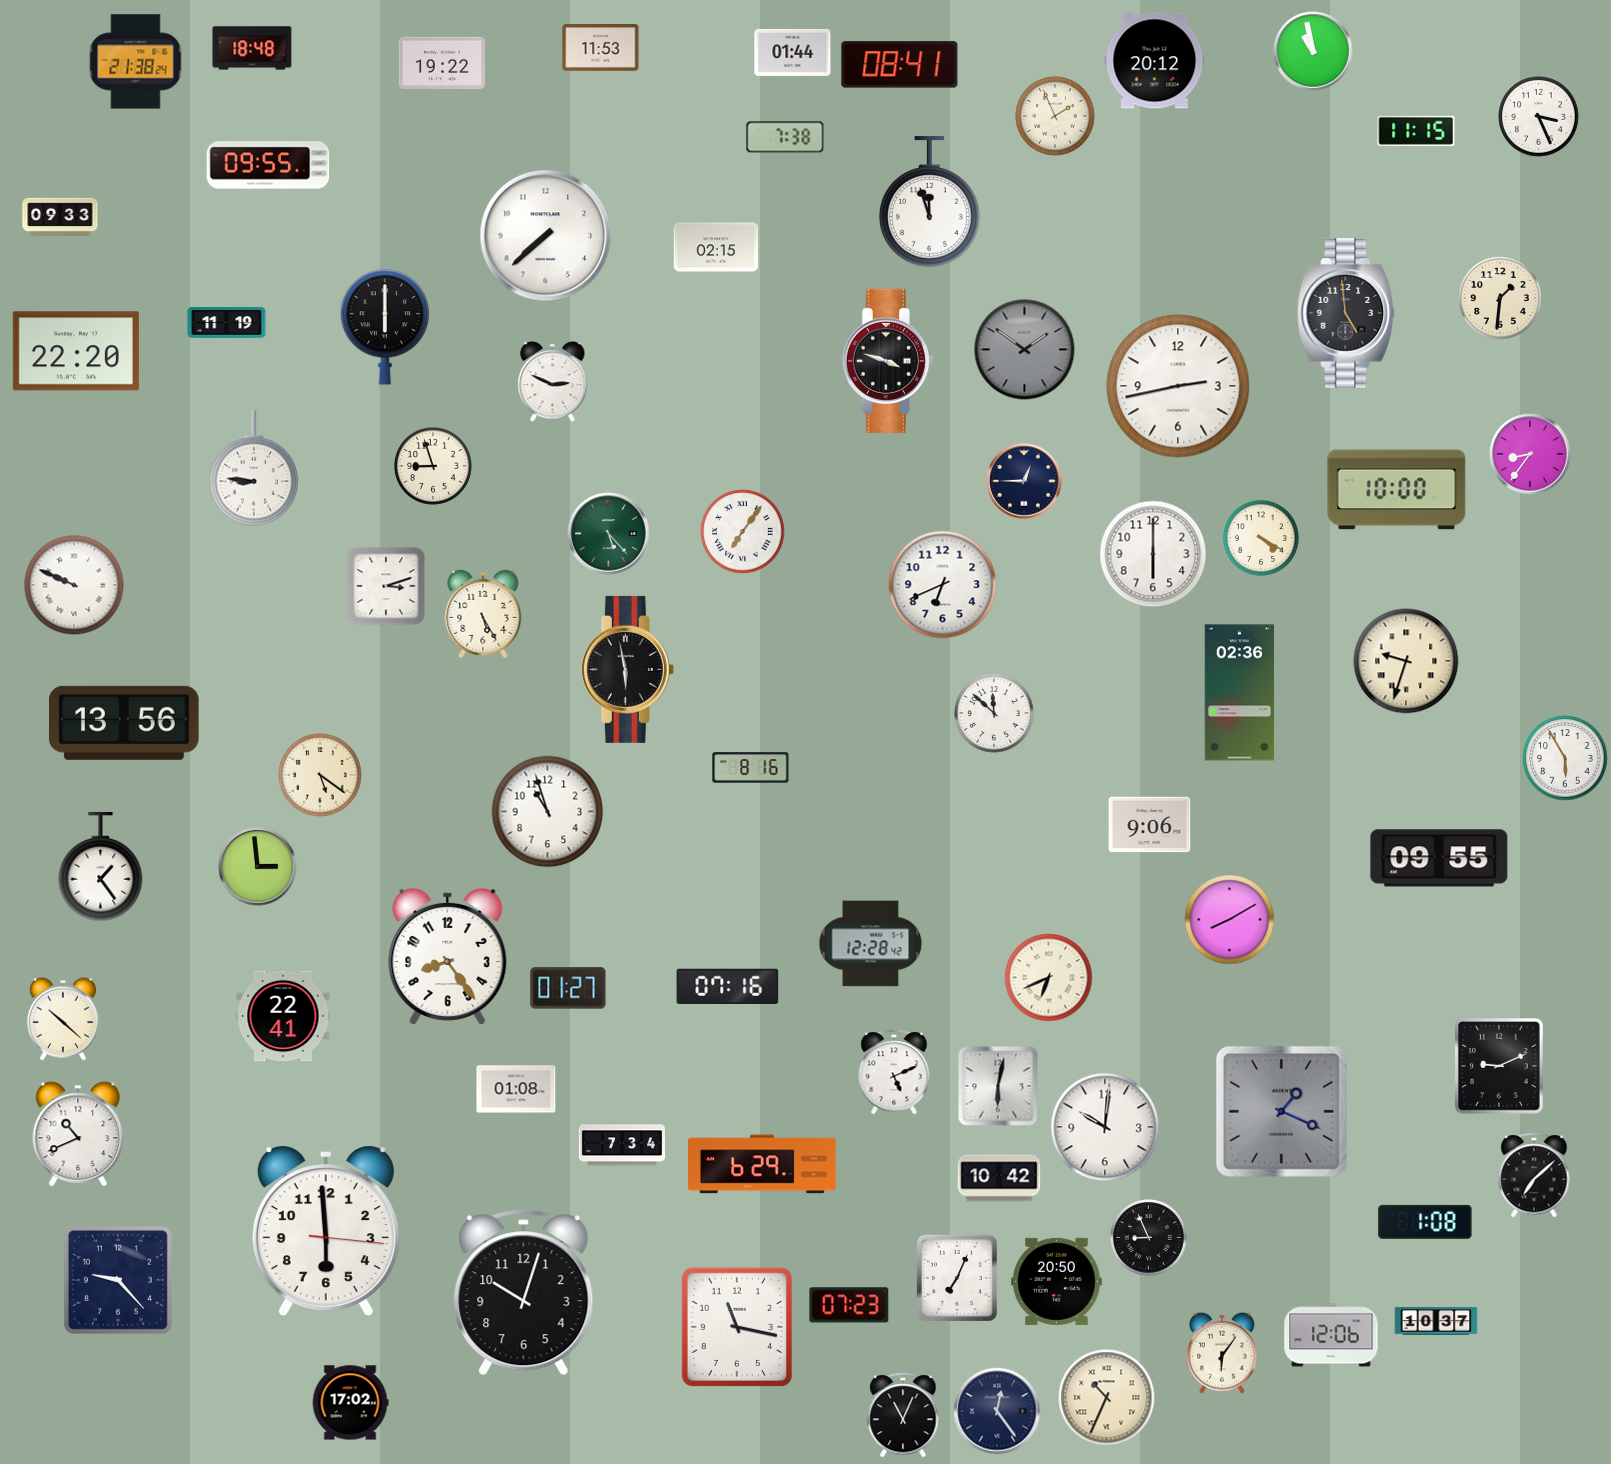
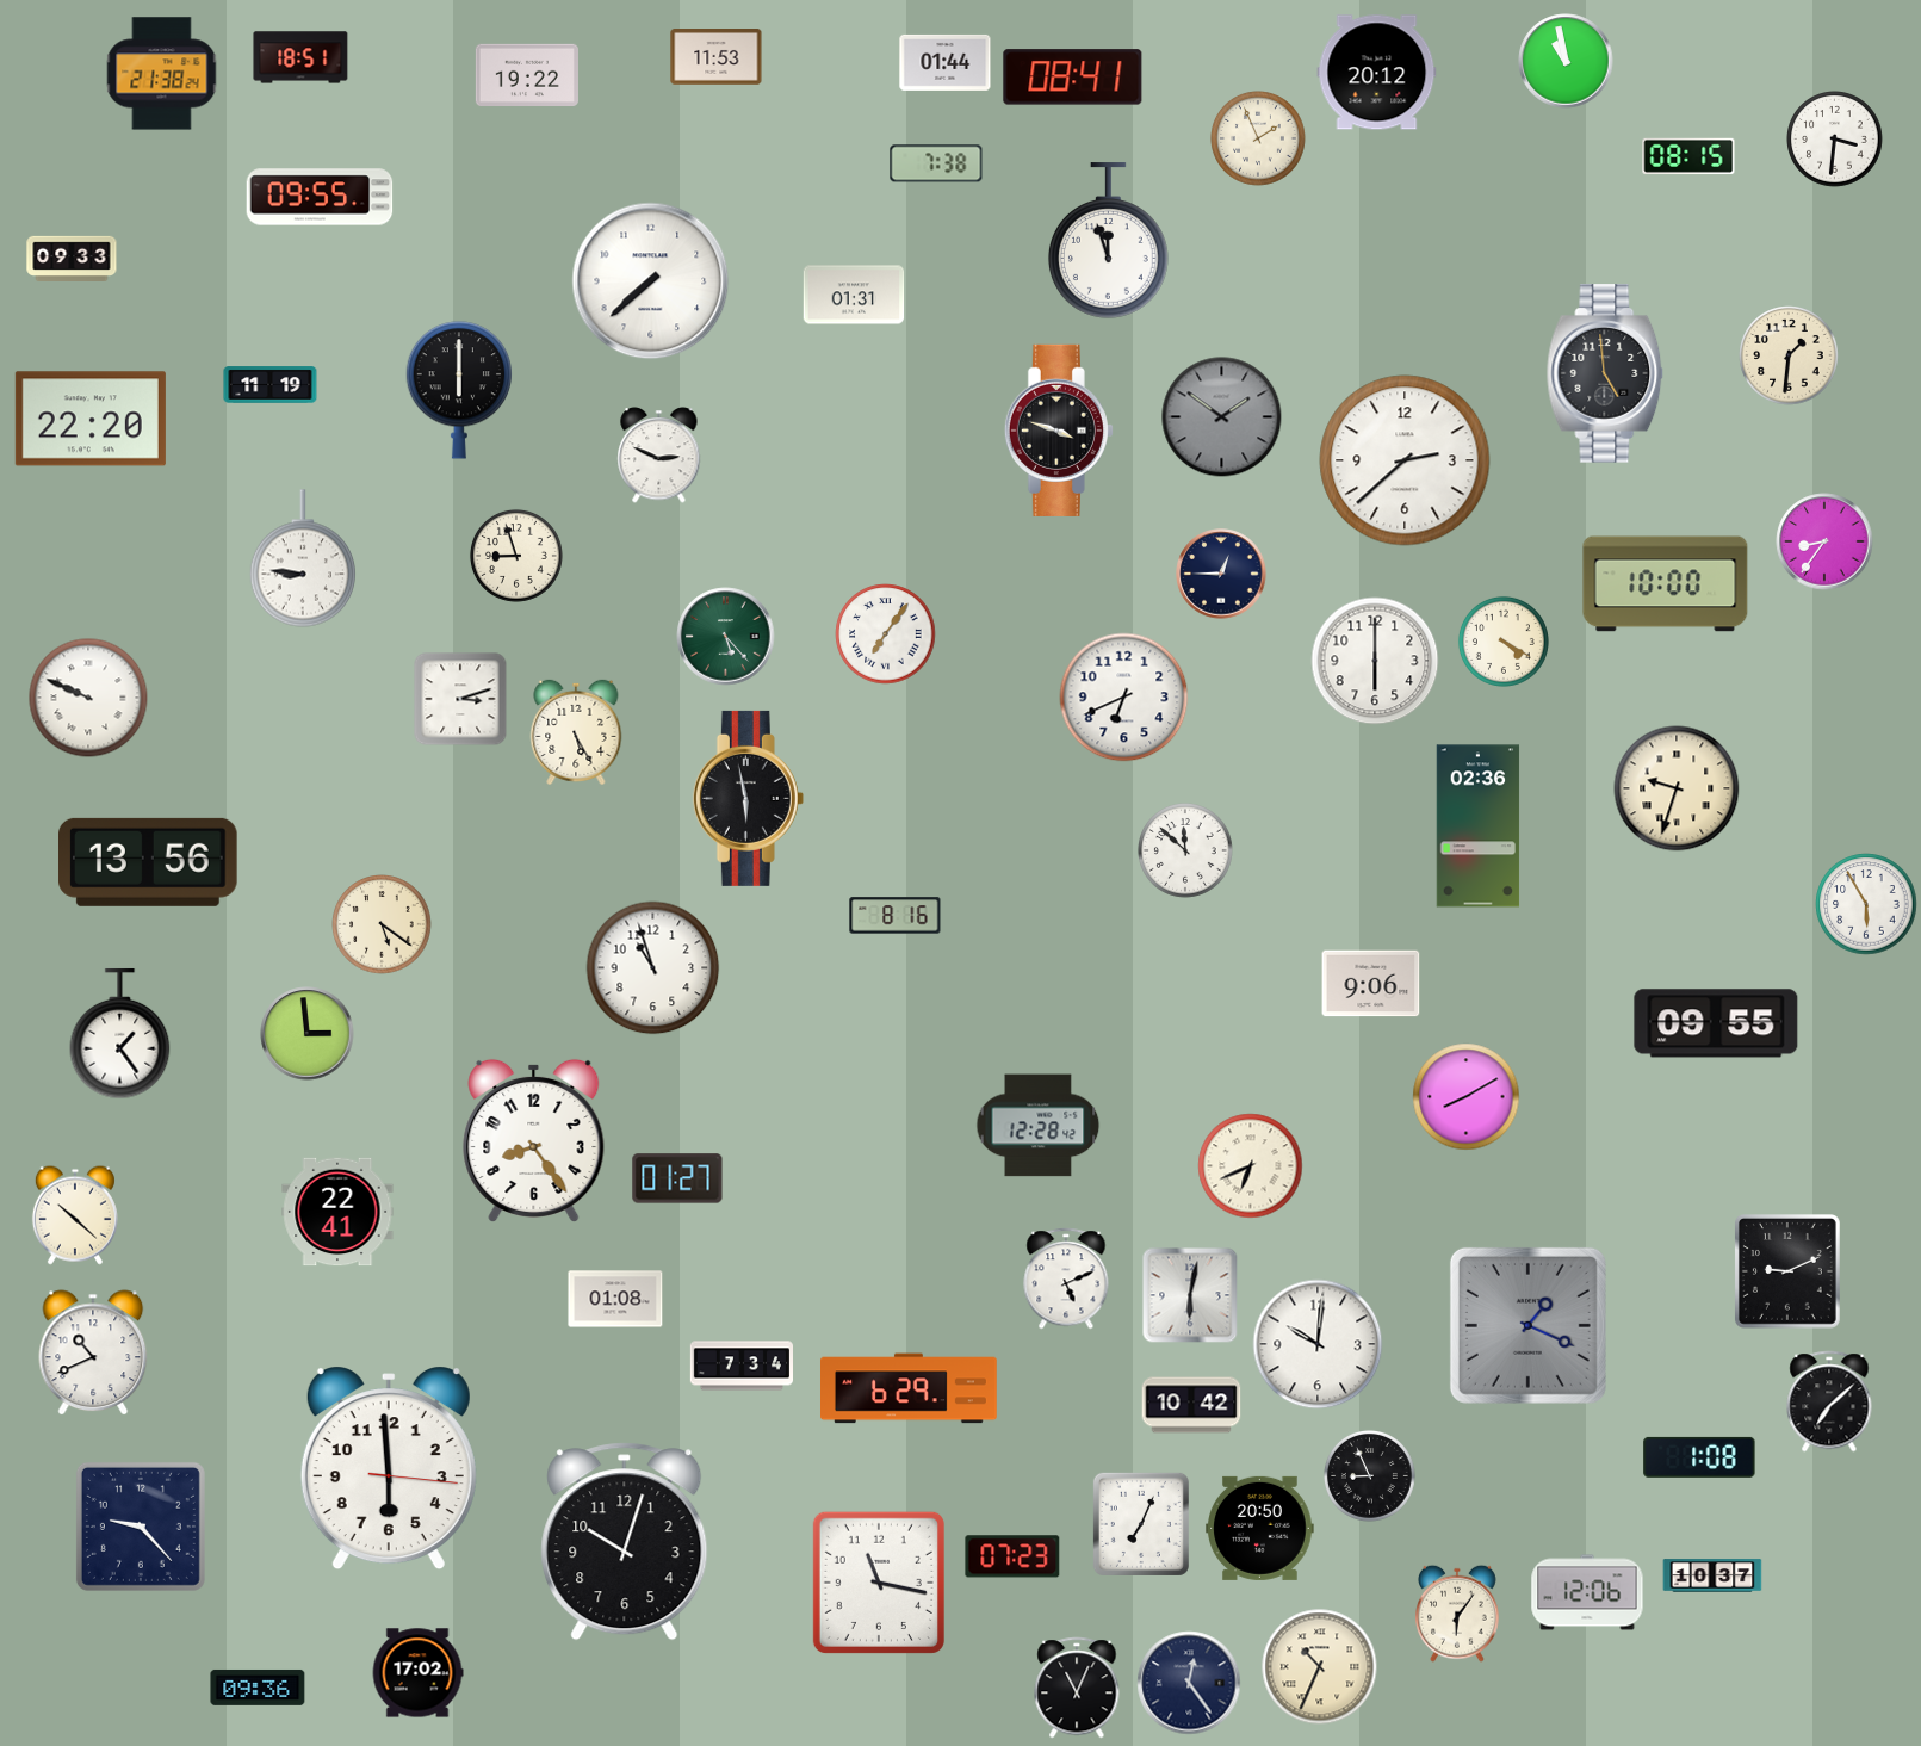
clock at (252, 48): 18:48 -> 18:51
clock at (1539, 117): 3:26 -> 3:31
clock at (1416, 131): 11:15 -> 08:15
clock at (716, 247): 02:15 -> 01:31
clock at (1178, 386): 2:43 -> 2:38
clock at (728, 987): 07:16 -> none
clock at (258, 1688): none -> 09:36
